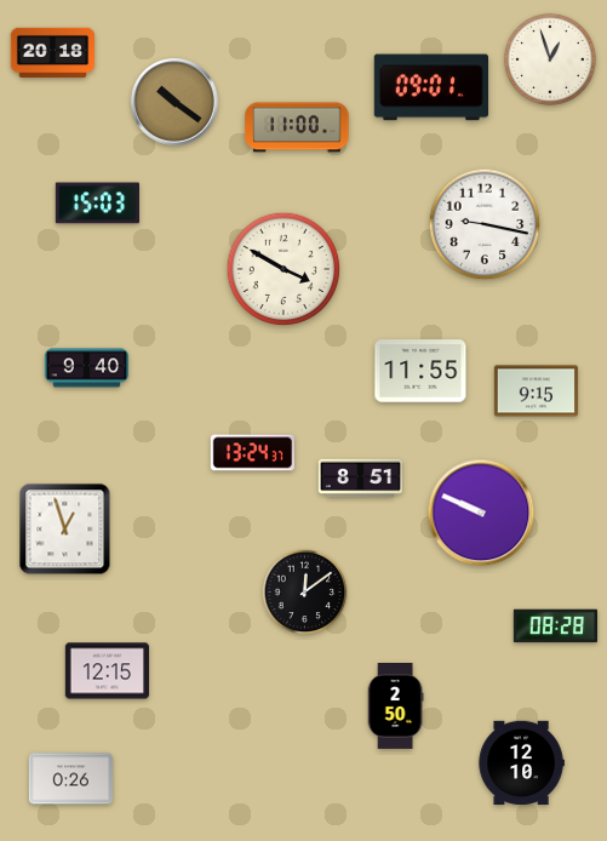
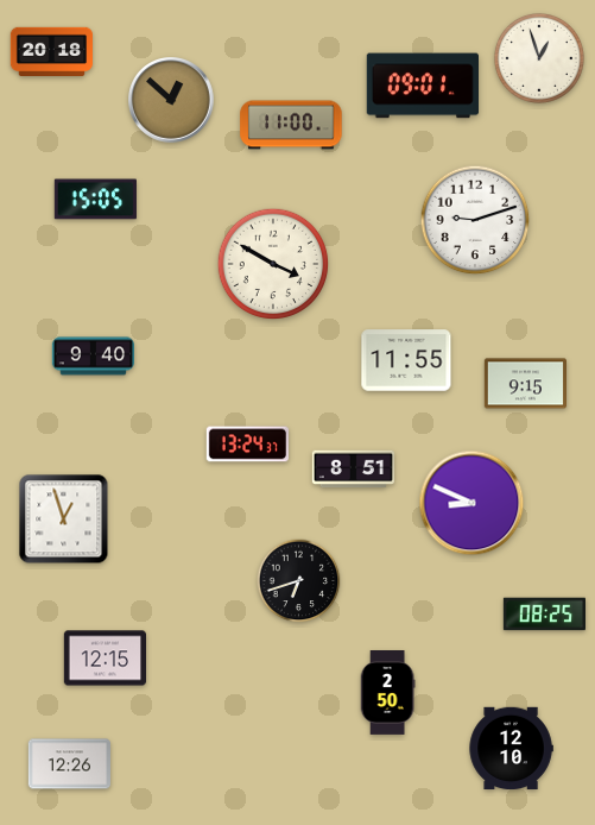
clock at (176, 103): 10:21 -> 12:52
clock at (97, 204): 15:03 -> 15:05
clock at (485, 224): 9:17 -> 9:12
clock at (284, 269) position: (284, 269) -> (273, 264)
clock at (86, 368) position: (86, 368) -> (93, 357)
clock at (420, 371) position: (420, 371) -> (406, 360)
clock at (481, 513): 9:49 -> 8:49
clock at (305, 593): 12:09 -> 6:42
clock at (555, 627): 08:28 -> 08:25
clock at (70, 779): 0:26 -> 12:26
